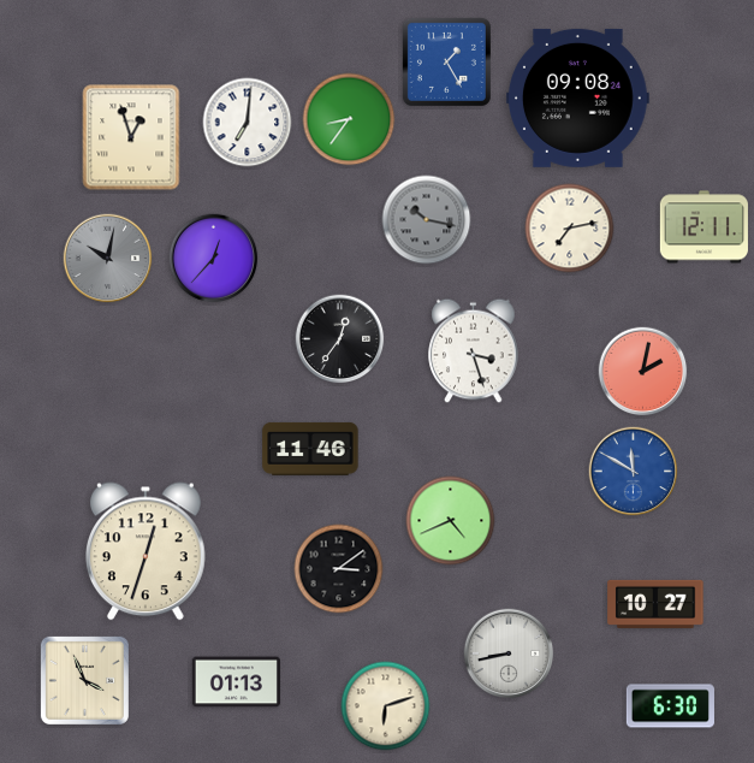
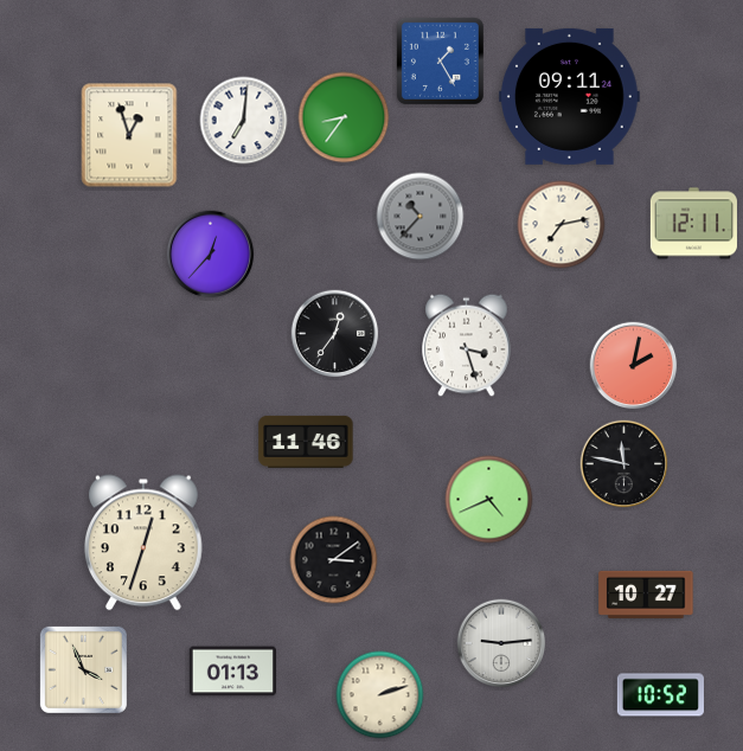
clock at (577, 97): 09:08 -> 09:11
clock at (427, 220): 10:17 -> 10:37
clock at (108, 259): 10:02 -> none
clock at (634, 472): 11:50 -> 11:47
clock at (634, 472) dial: blue -> black
clock at (451, 521) position: (451, 521) -> (489, 500)
clock at (509, 653): 8:43 -> 9:14
clock at (386, 706): 6:12 -> 2:12
clock at (670, 706): 6:30 -> 10:52
